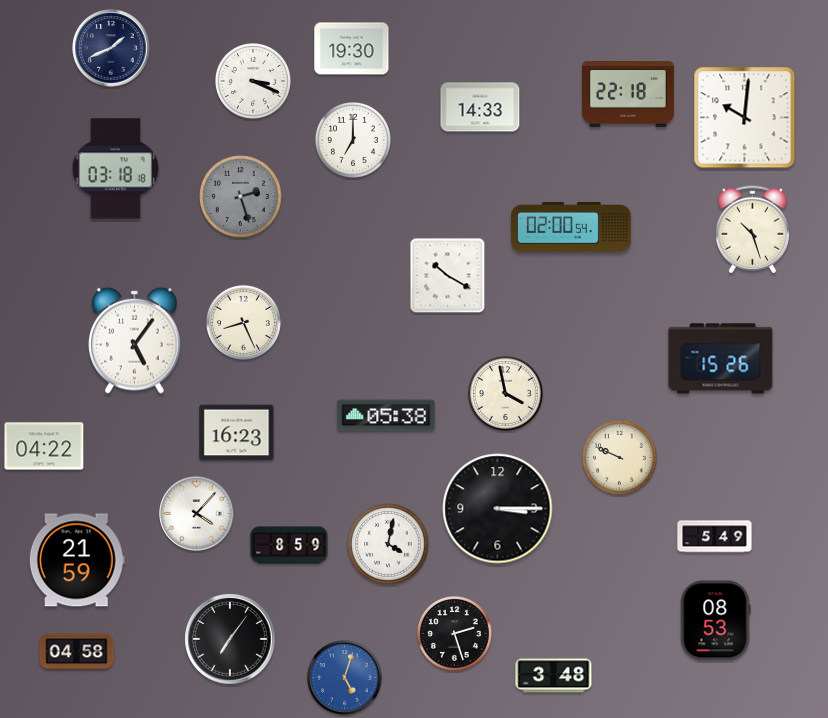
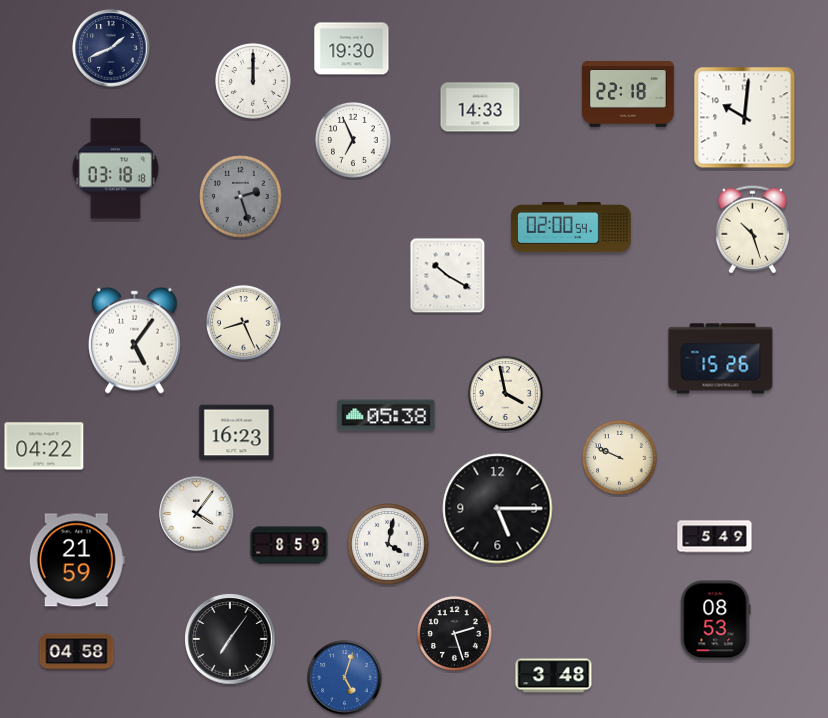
clock at (254, 82): 3:19 -> 12:00
clock at (354, 141): 7:00 -> 6:56
clock at (498, 509): 3:15 -> 5:15
clock at (197, 514): 4:07 -> 4:06
